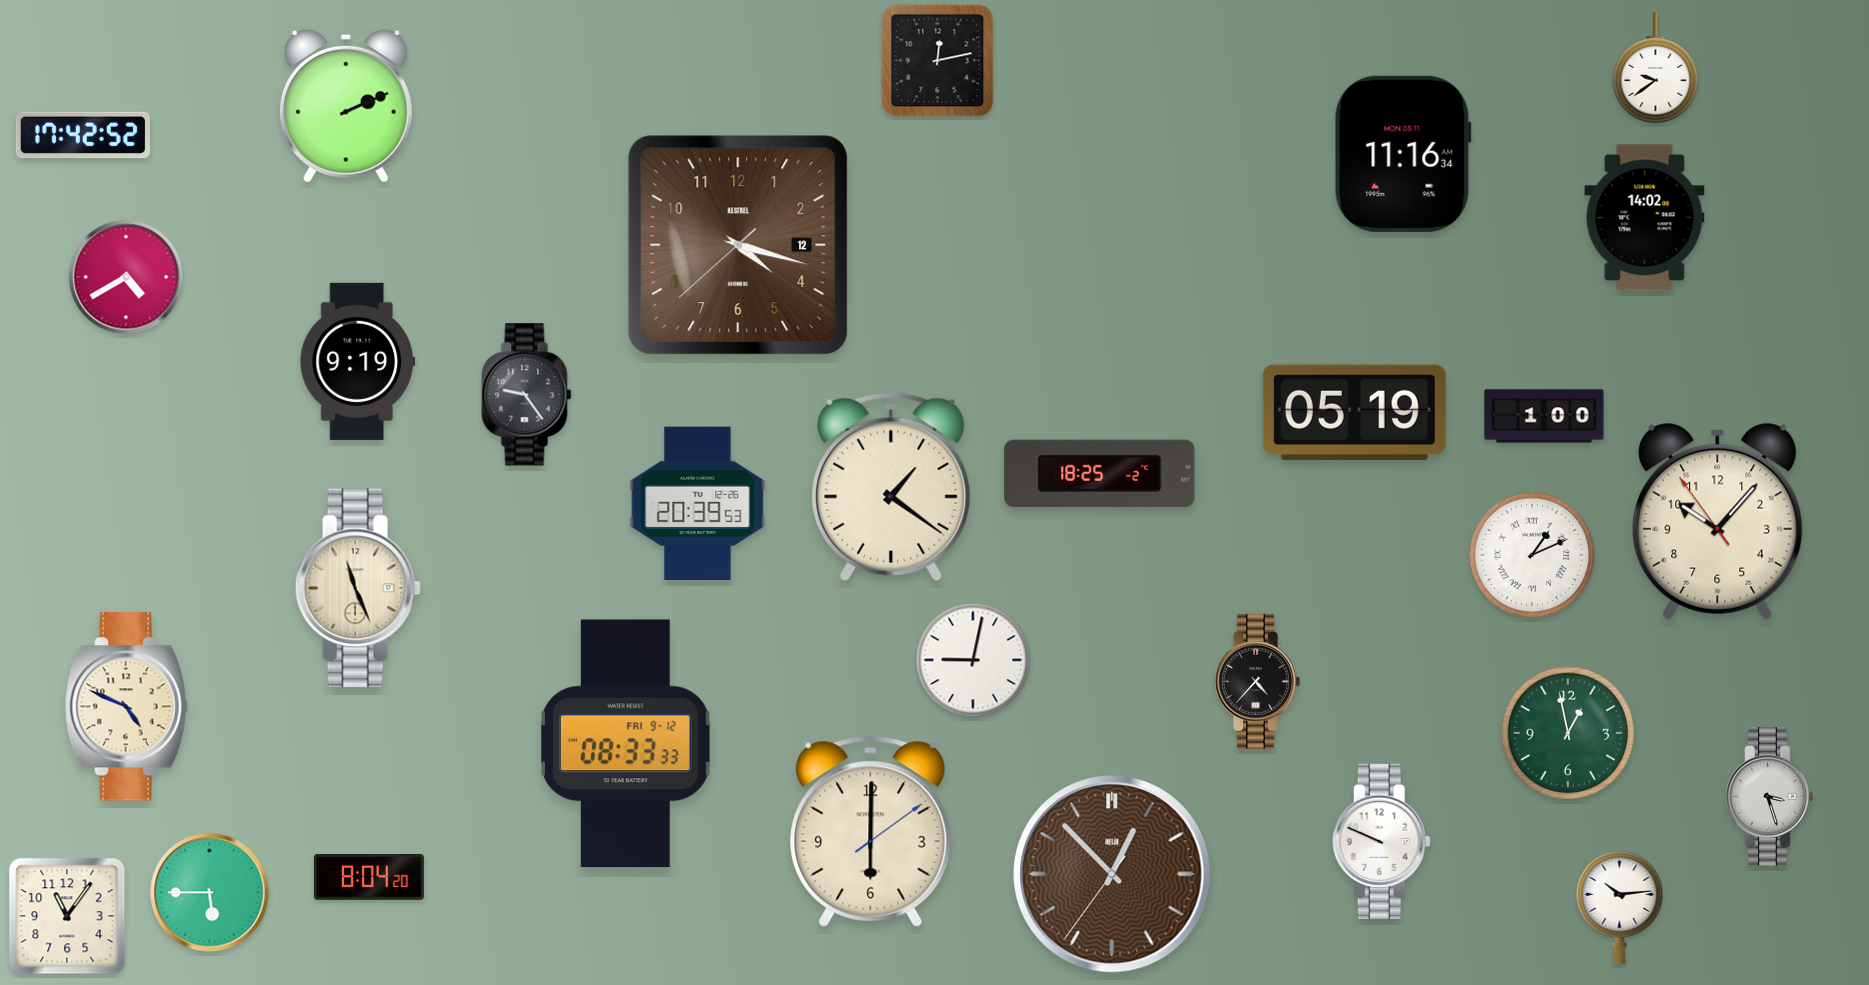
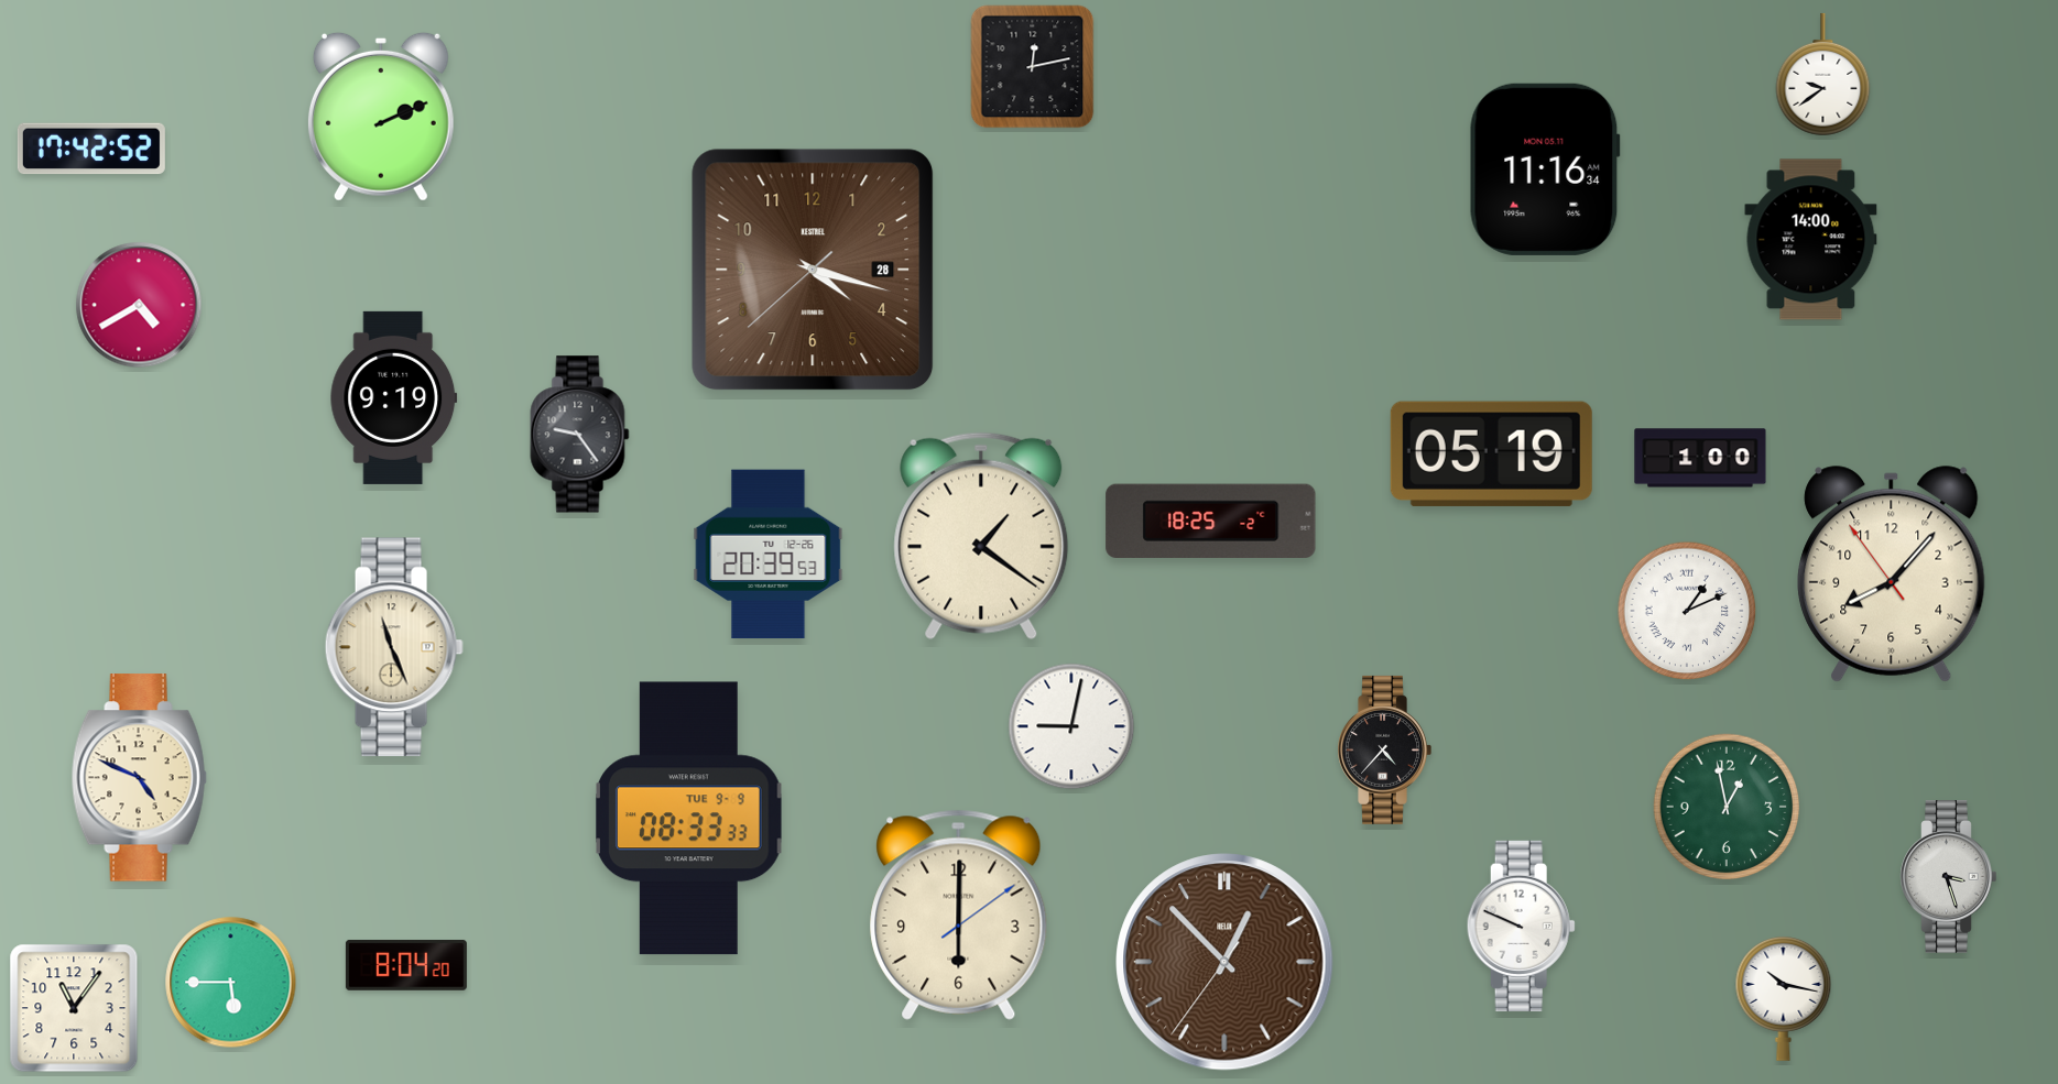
clock at (1645, 218): 14:02 -> 14:00
clock at (738, 245) date: 12 -> 28
clock at (1718, 522): 10:06 -> 8:06
clock at (626, 744) date: FRI 9-12 -> TUE 9-9
clock at (1620, 908): 10:14 -> 10:17
